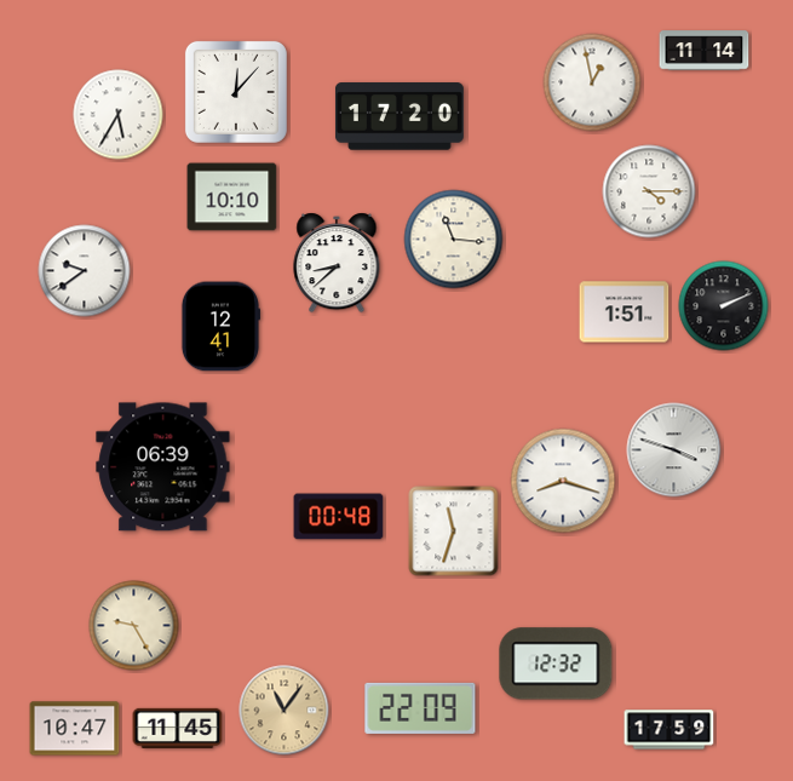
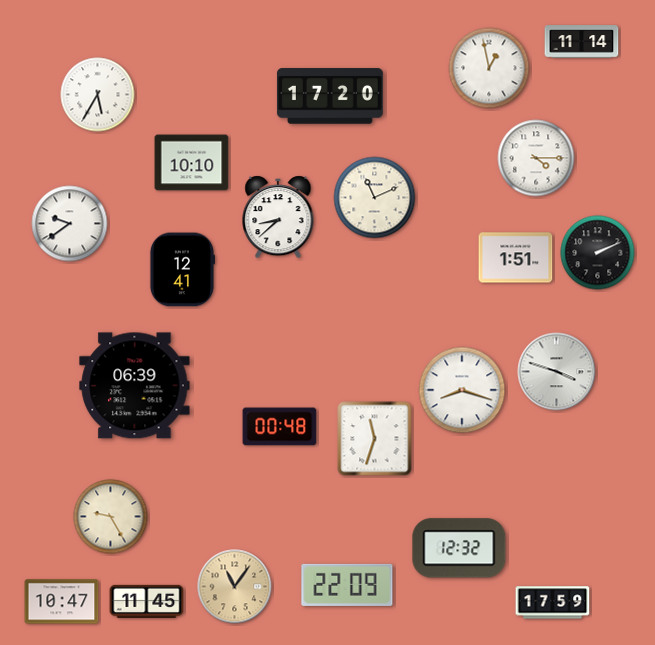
clock at (236, 92): 12:07 -> none
clock at (454, 240): 11:16 -> 11:11
clock at (563, 481) position: (563, 481) -> (462, 390)
